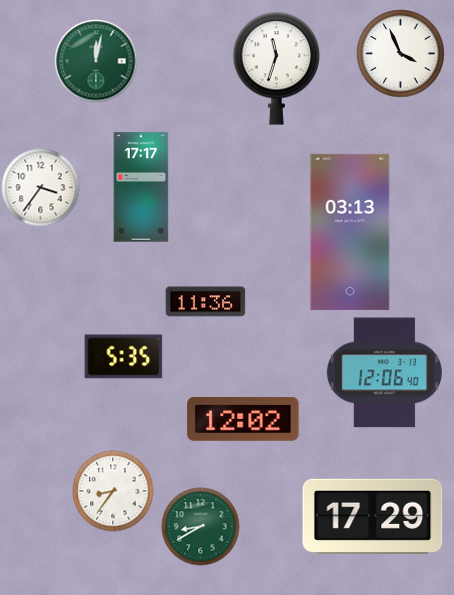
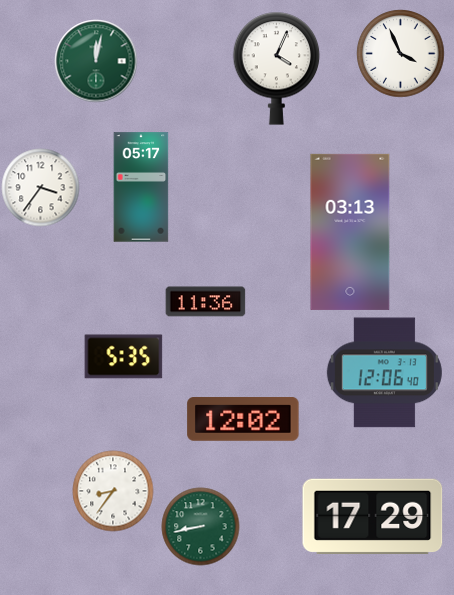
clock at (277, 68): 11:33 -> 4:04
clock at (141, 187): 17:17 -> 05:17
clock at (200, 526): 8:40 -> 8:43
